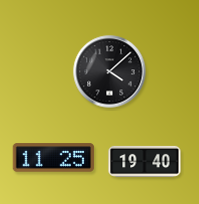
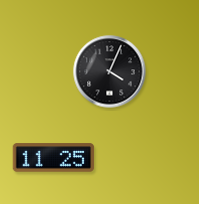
clock at (110, 72): 4:08 -> 4:04
clock at (145, 161): 19:40 -> none
